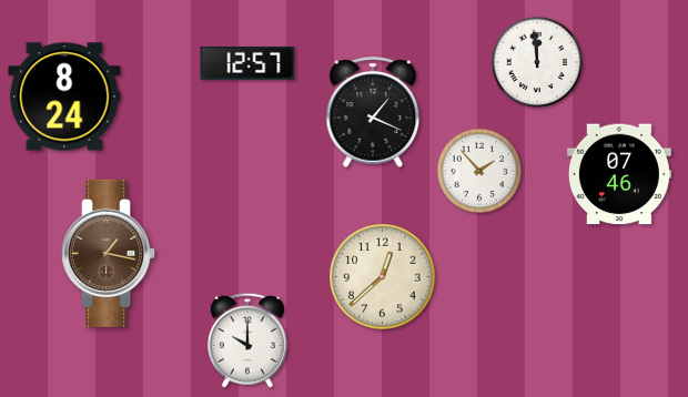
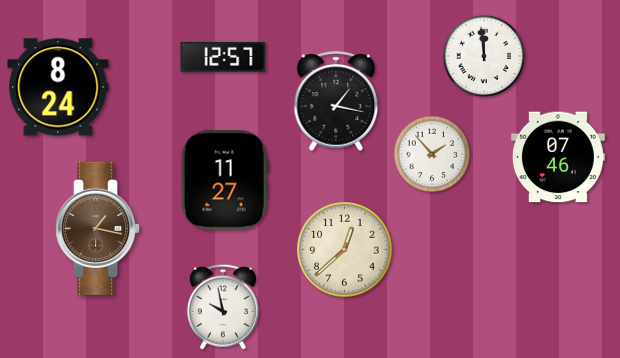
clock at (373, 112): 1:19 -> 1:17
clock at (225, 180): none -> 11:27
clock at (247, 340): 10:00 -> 9:58
